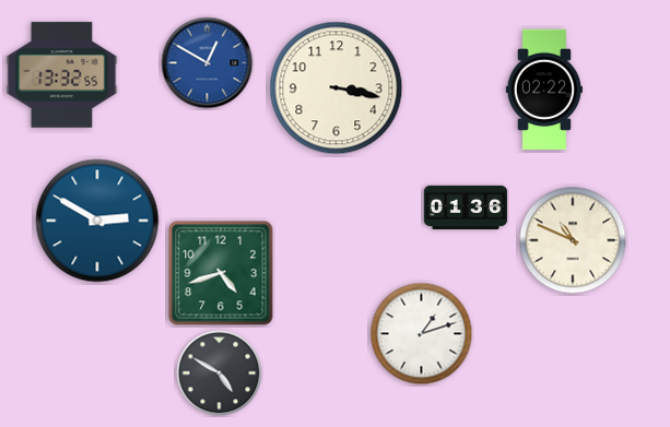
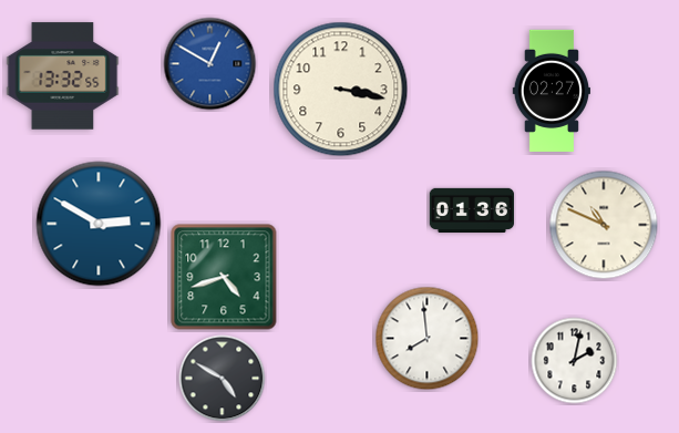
clock at (543, 90): 02:22 -> 02:27
clock at (573, 240) position: (573, 240) -> (604, 225)
clock at (422, 334): 1:12 -> 7:59
clock at (575, 361): none -> 2:02
